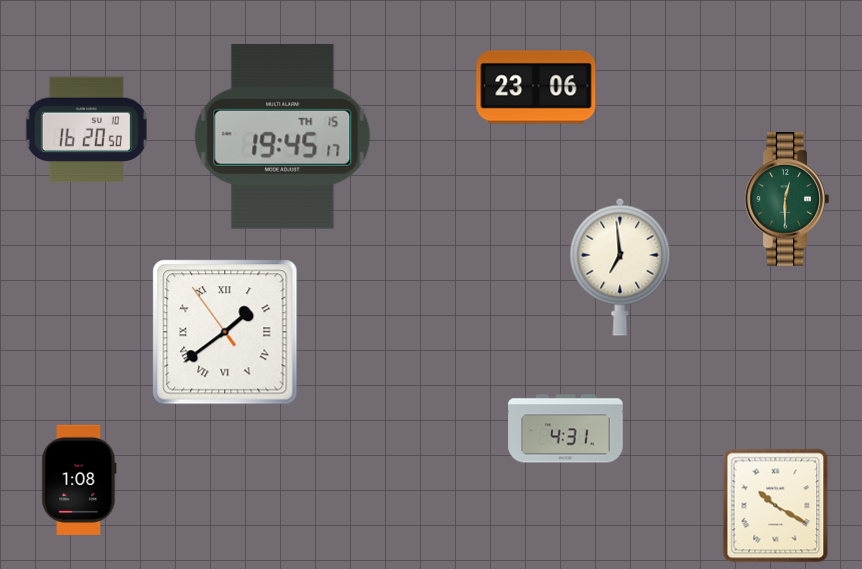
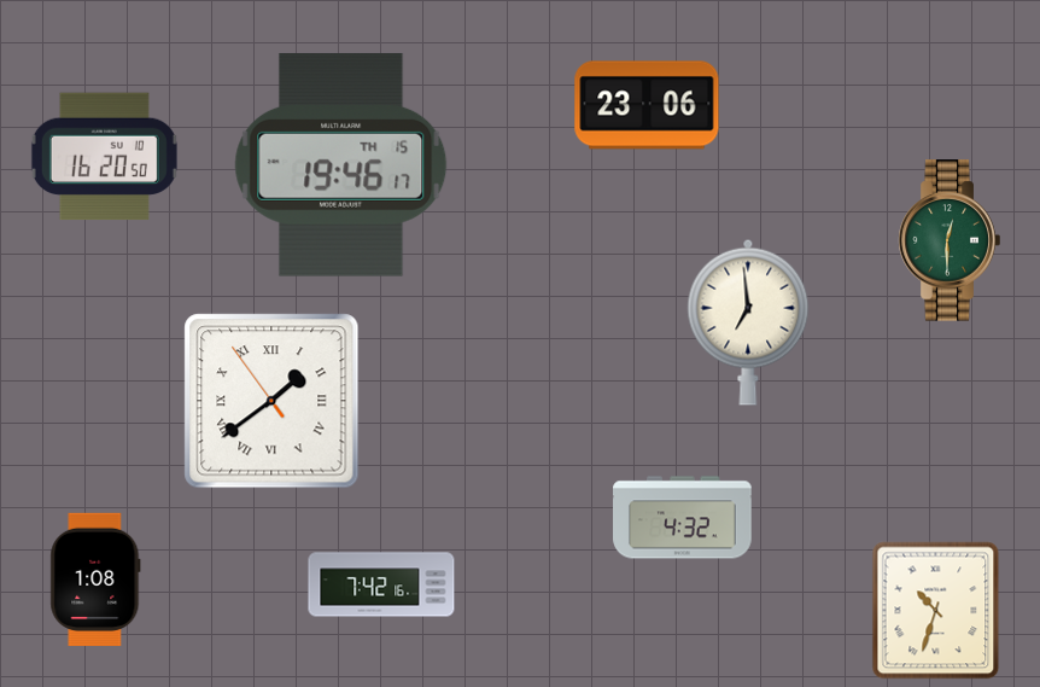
clock at (283, 136): 19:45 -> 19:46
clock at (566, 429): 4:31 -> 4:32
clock at (381, 584): none -> 7:42
clock at (776, 506): 10:20 -> 10:33
